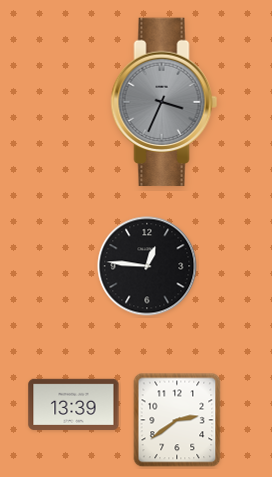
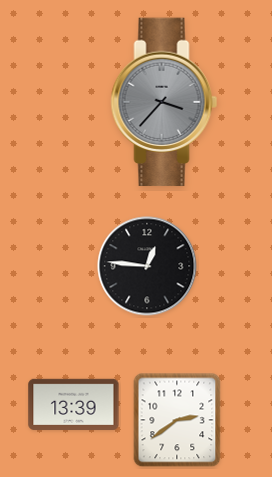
clock at (164, 102): 3:34 -> 3:37
